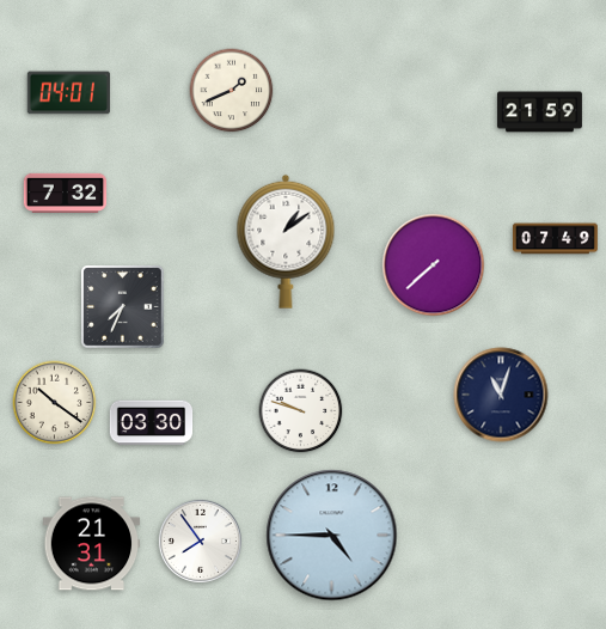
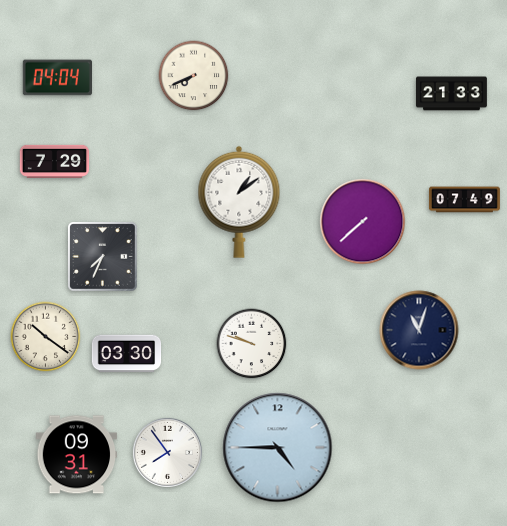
clock at (232, 91): 1:41 -> 7:41
clock at (68, 93): 04:01 -> 04:04
clock at (539, 112): 21:59 -> 21:33
clock at (66, 193): 7:32 -> 7:29
clock at (92, 544): 21:31 -> 09:31
